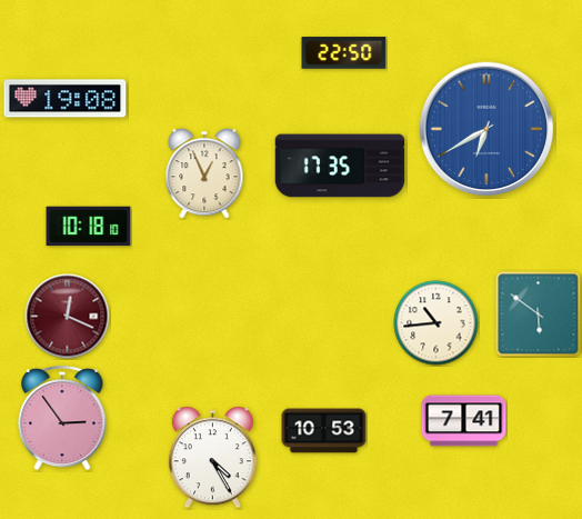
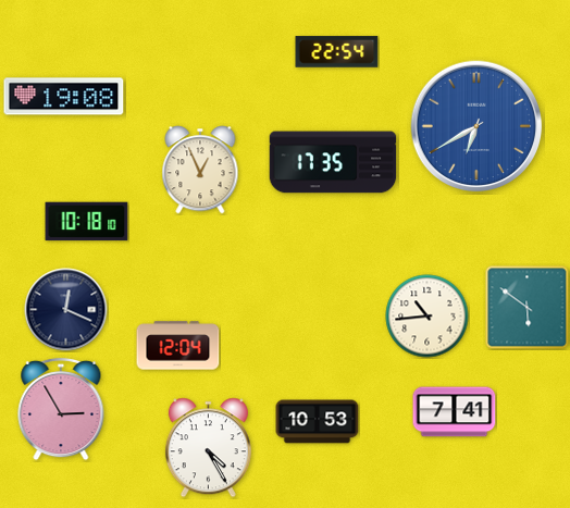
clock at (344, 53): 22:50 -> 22:54
clock at (68, 317) dial: burgundy -> navy
clock at (178, 346): none -> 12:04
clock at (62, 418): 2:54 -> 2:55
